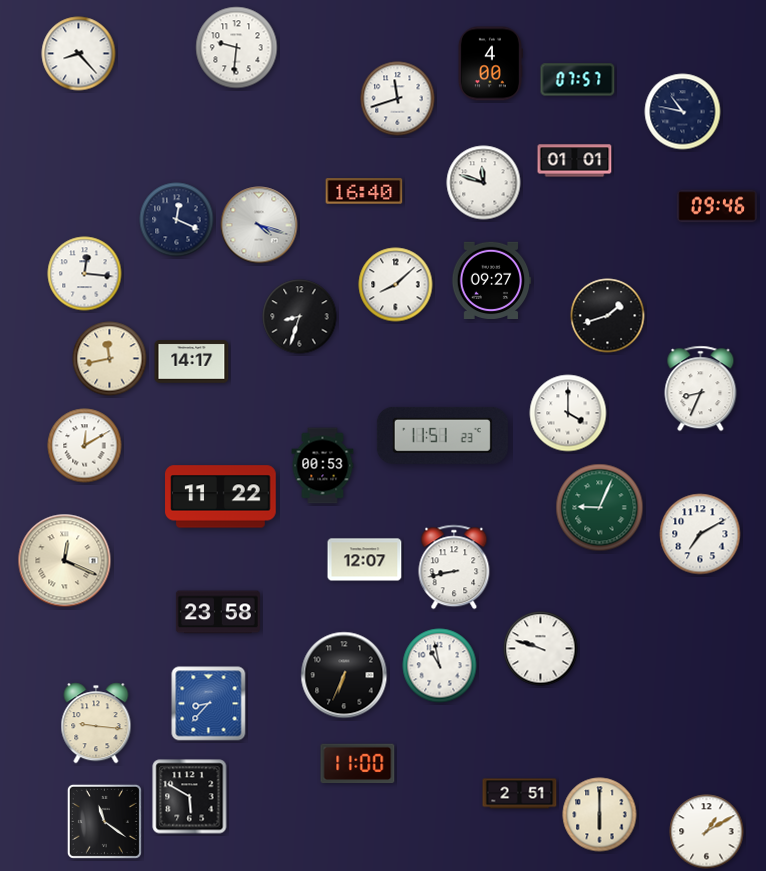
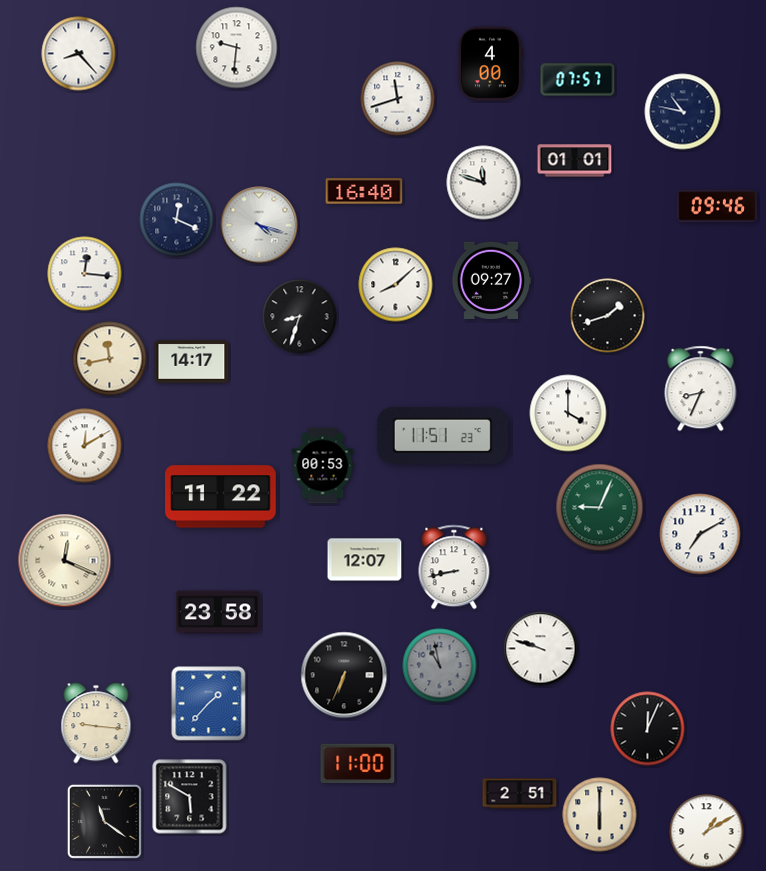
clock at (440, 666) dial: white -> grey
clock at (209, 704): 8:37 -> 1:37
clock at (648, 729): none -> 12:04
